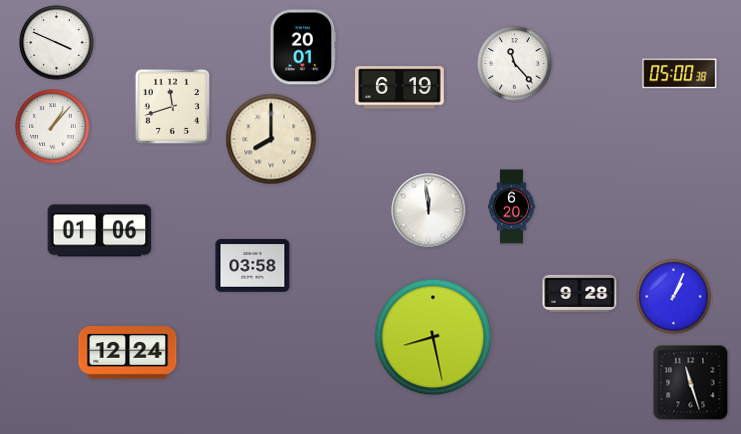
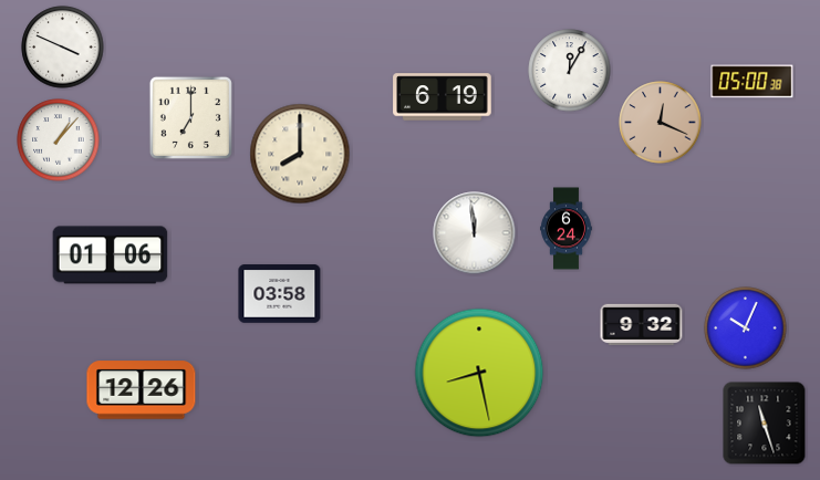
clock at (303, 47): 20:01 -> none
clock at (515, 64): 11:23 -> 12:05
clock at (172, 106): 11:42 -> 7:00
clock at (661, 123): none -> 12:19
clock at (512, 207): 6:20 -> 6:24
clock at (580, 293): 9:28 -> 9:32
clock at (674, 297): 1:04 -> 10:04
clock at (128, 353): 12:24 -> 12:26
